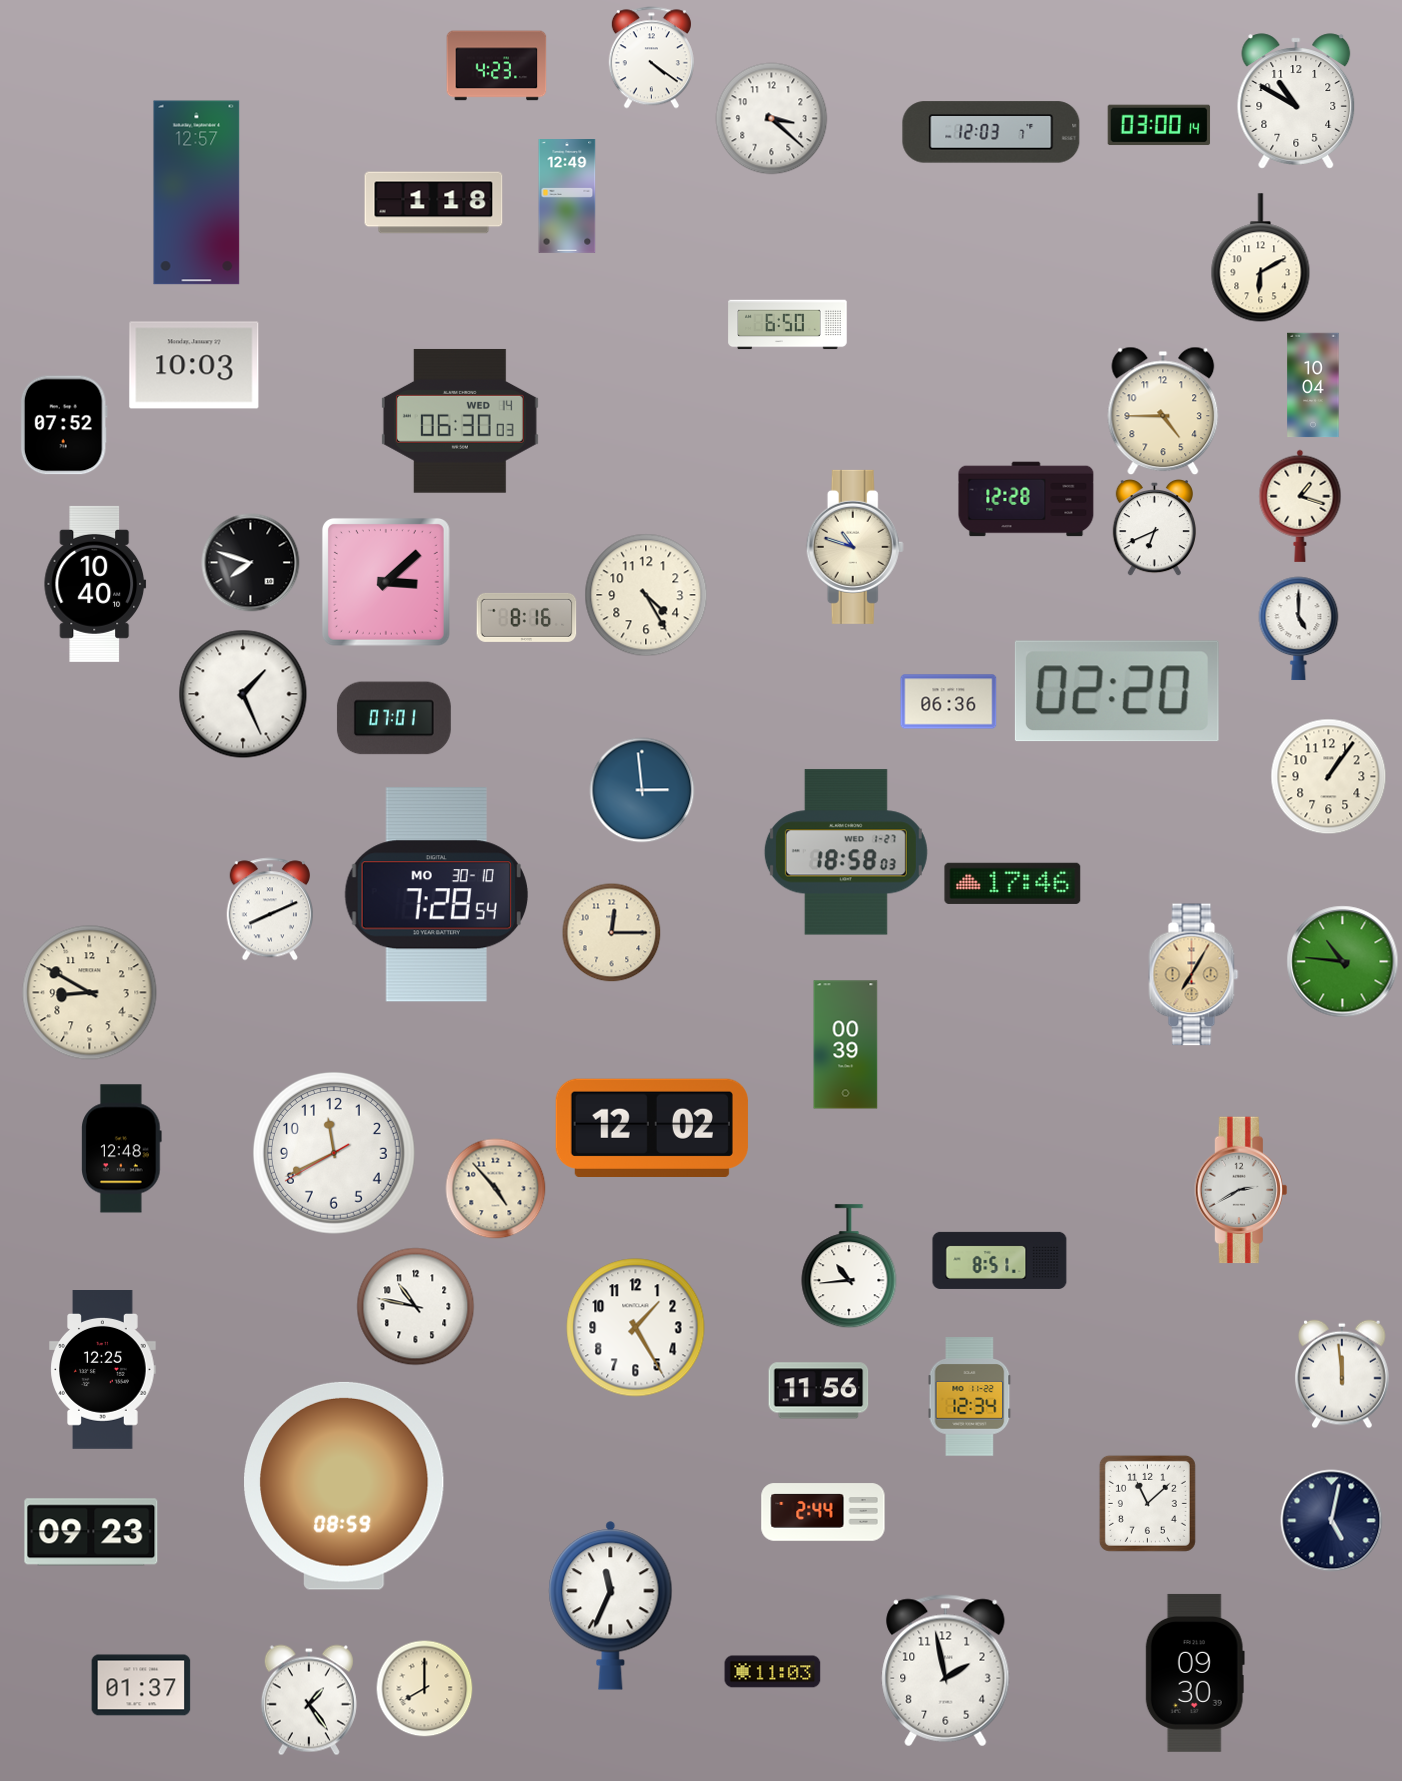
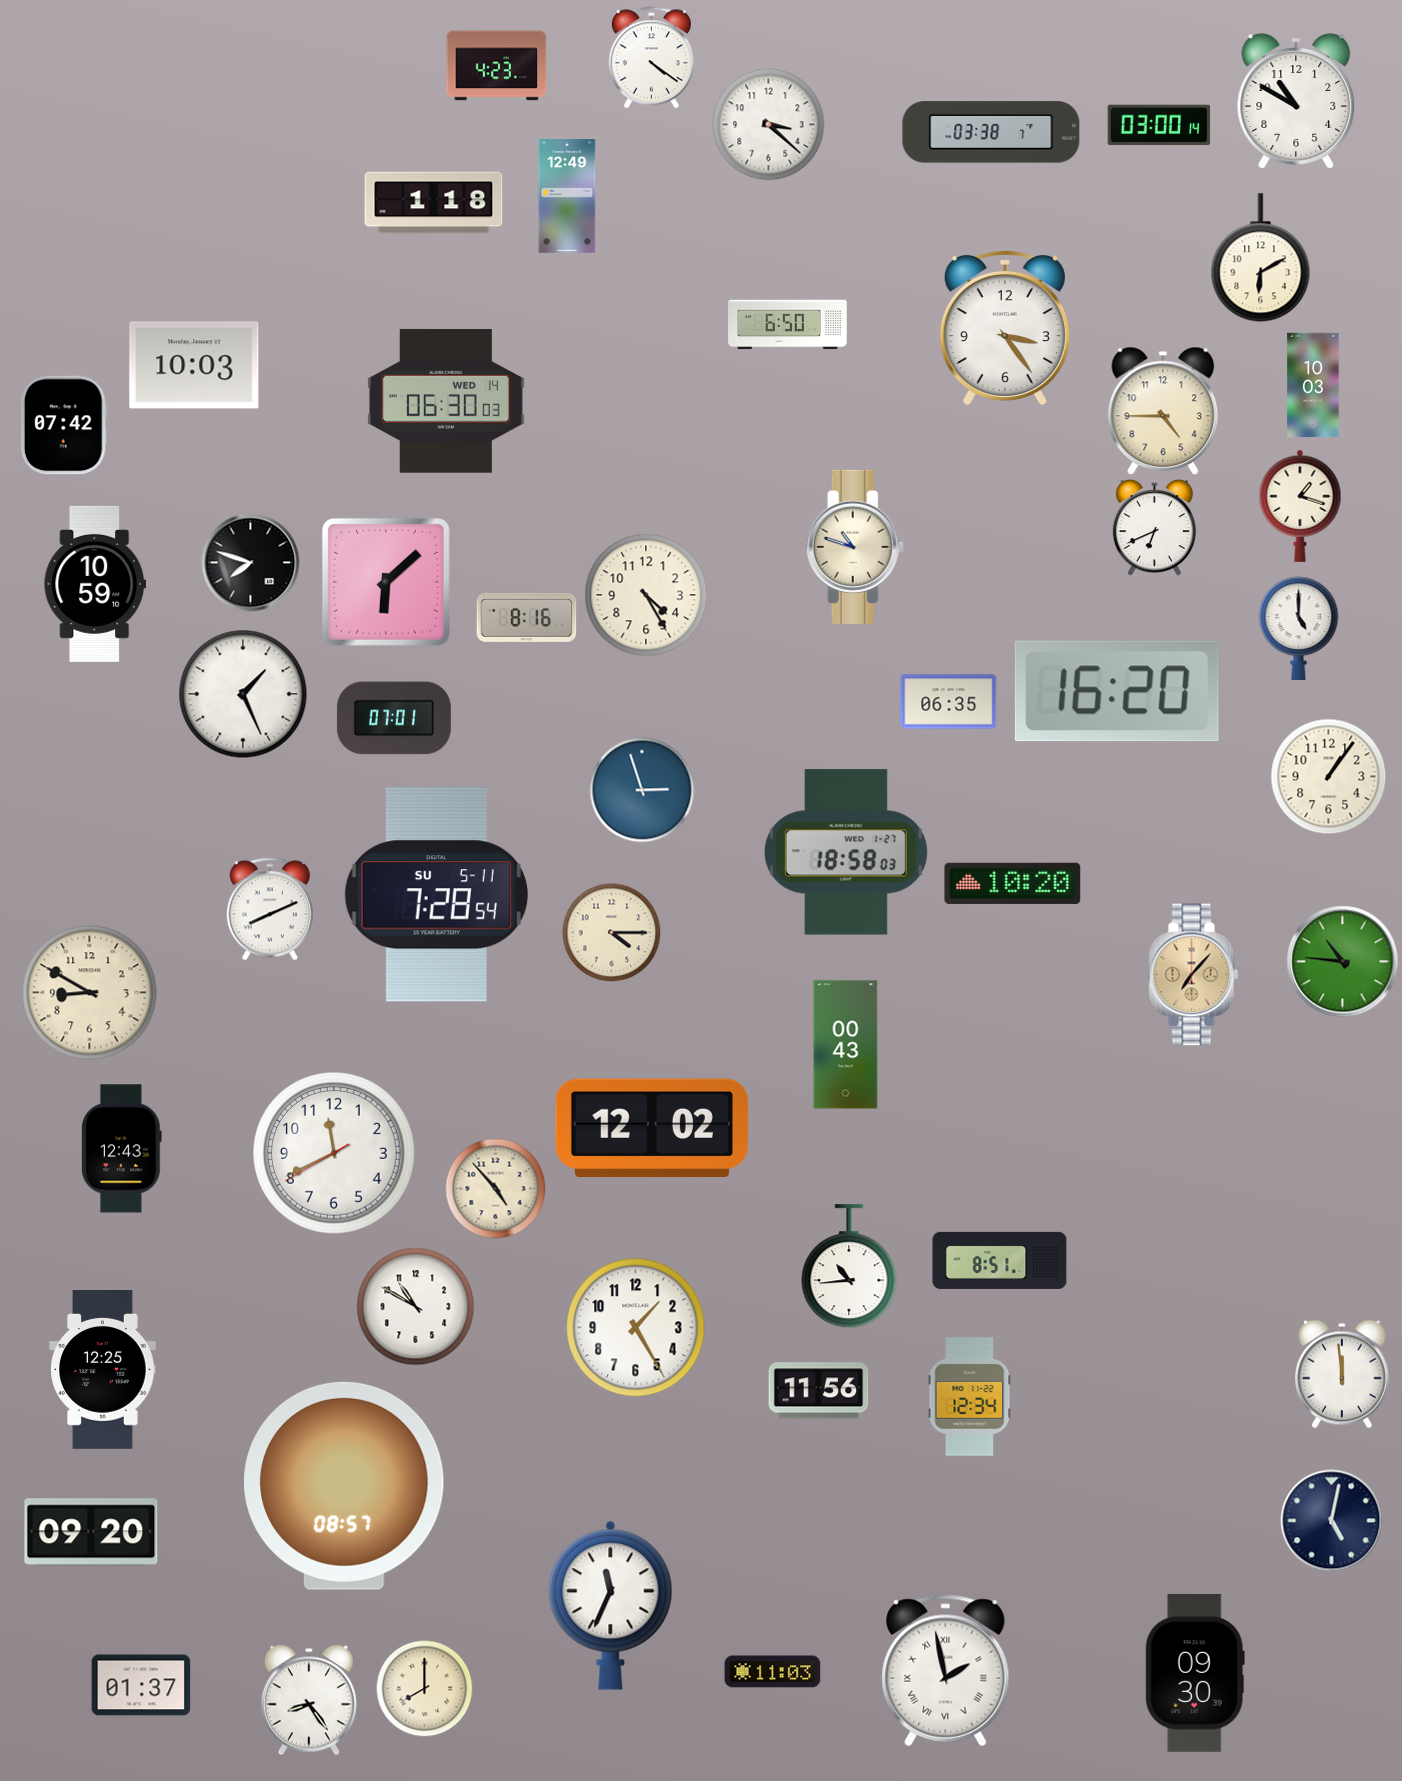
clock at (772, 119) position: (772, 119) -> (769, 125)
clock at (991, 132): 12:03 -> 03:38
clock at (197, 193): 12:57 -> none
clock at (1005, 328): none -> 3:24
clock at (1313, 385): 10:04 -> 10:03
clock at (460, 421) position: (460, 421) -> (446, 401)
clock at (64, 425): 07:52 -> 07:42
clock at (1026, 499): 12:28 -> none
clock at (386, 582): 3:08 -> 6:08
clock at (95, 584): 10:40 -> 10:59
clock at (1117, 691): 02:20 -> 16:20
clock at (949, 702): 06:36 -> 06:35
clock at (642, 790): 2:59 -> 2:57
clock at (1013, 883): 17:46 -> 10:20
clock at (436, 895) date: MO 30-10 -> SU 5-11
clock at (612, 933): 12:15 -> 4:15
clock at (1194, 975): 7:05 -> 7:07
clock at (846, 1045): 00:39 -> 00:43
clock at (122, 1149): 12:48 -> 12:43
clock at (1241, 1190): 2:40 -> none
clock at (416, 1307): 10:47 -> 10:50
clock at (345, 1486): 08:59 -> 08:57
clock at (1147, 1503): 11:08 -> none
clock at (823, 1512): 2:44 -> none
clock at (91, 1532): 09:23 -> 09:20
clock at (946, 1671) numerals: Arabic -> Roman
clock at (309, 1700): 1:24 -> 8:24
